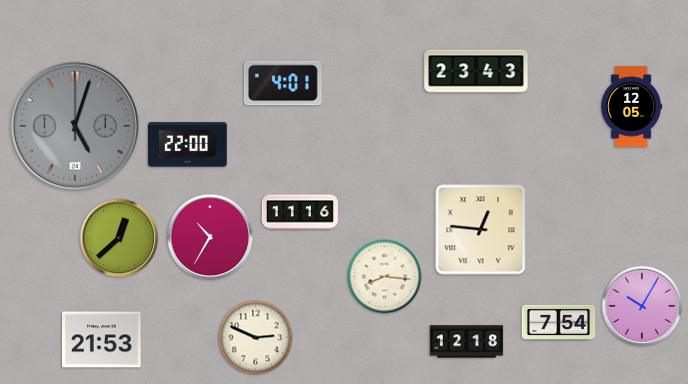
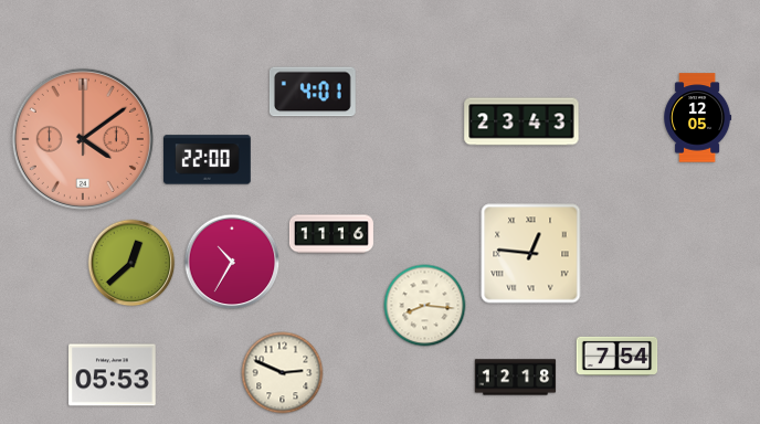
clock at (476, 71) position: (476, 71) -> (521, 121)
clock at (75, 126): 5:03 -> 4:09
clock at (75, 126) dial: grey -> salmon
clock at (642, 306): 10:05 -> none
clock at (102, 340): 21:53 -> 05:53
